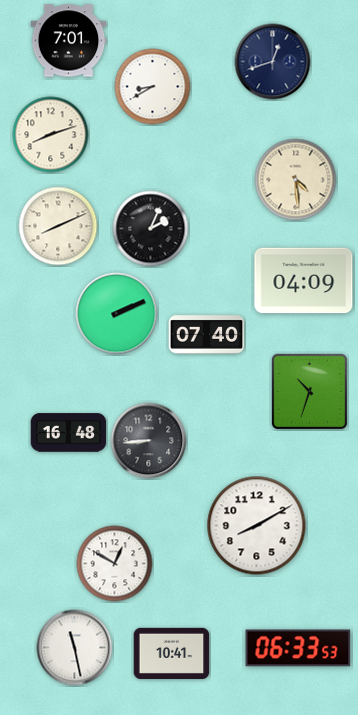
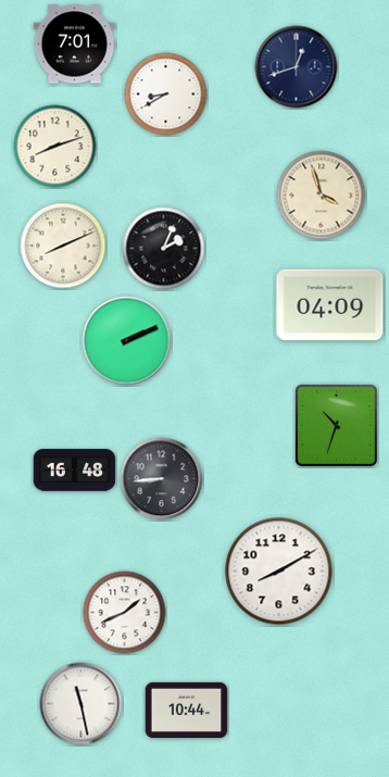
clock at (296, 180): 4:29 -> 3:57
clock at (207, 335): 07:40 -> none
clock at (115, 564): 12:50 -> 1:41
clock at (298, 648): 06:33 -> none
clock at (172, 653): 10:41 -> 10:44
